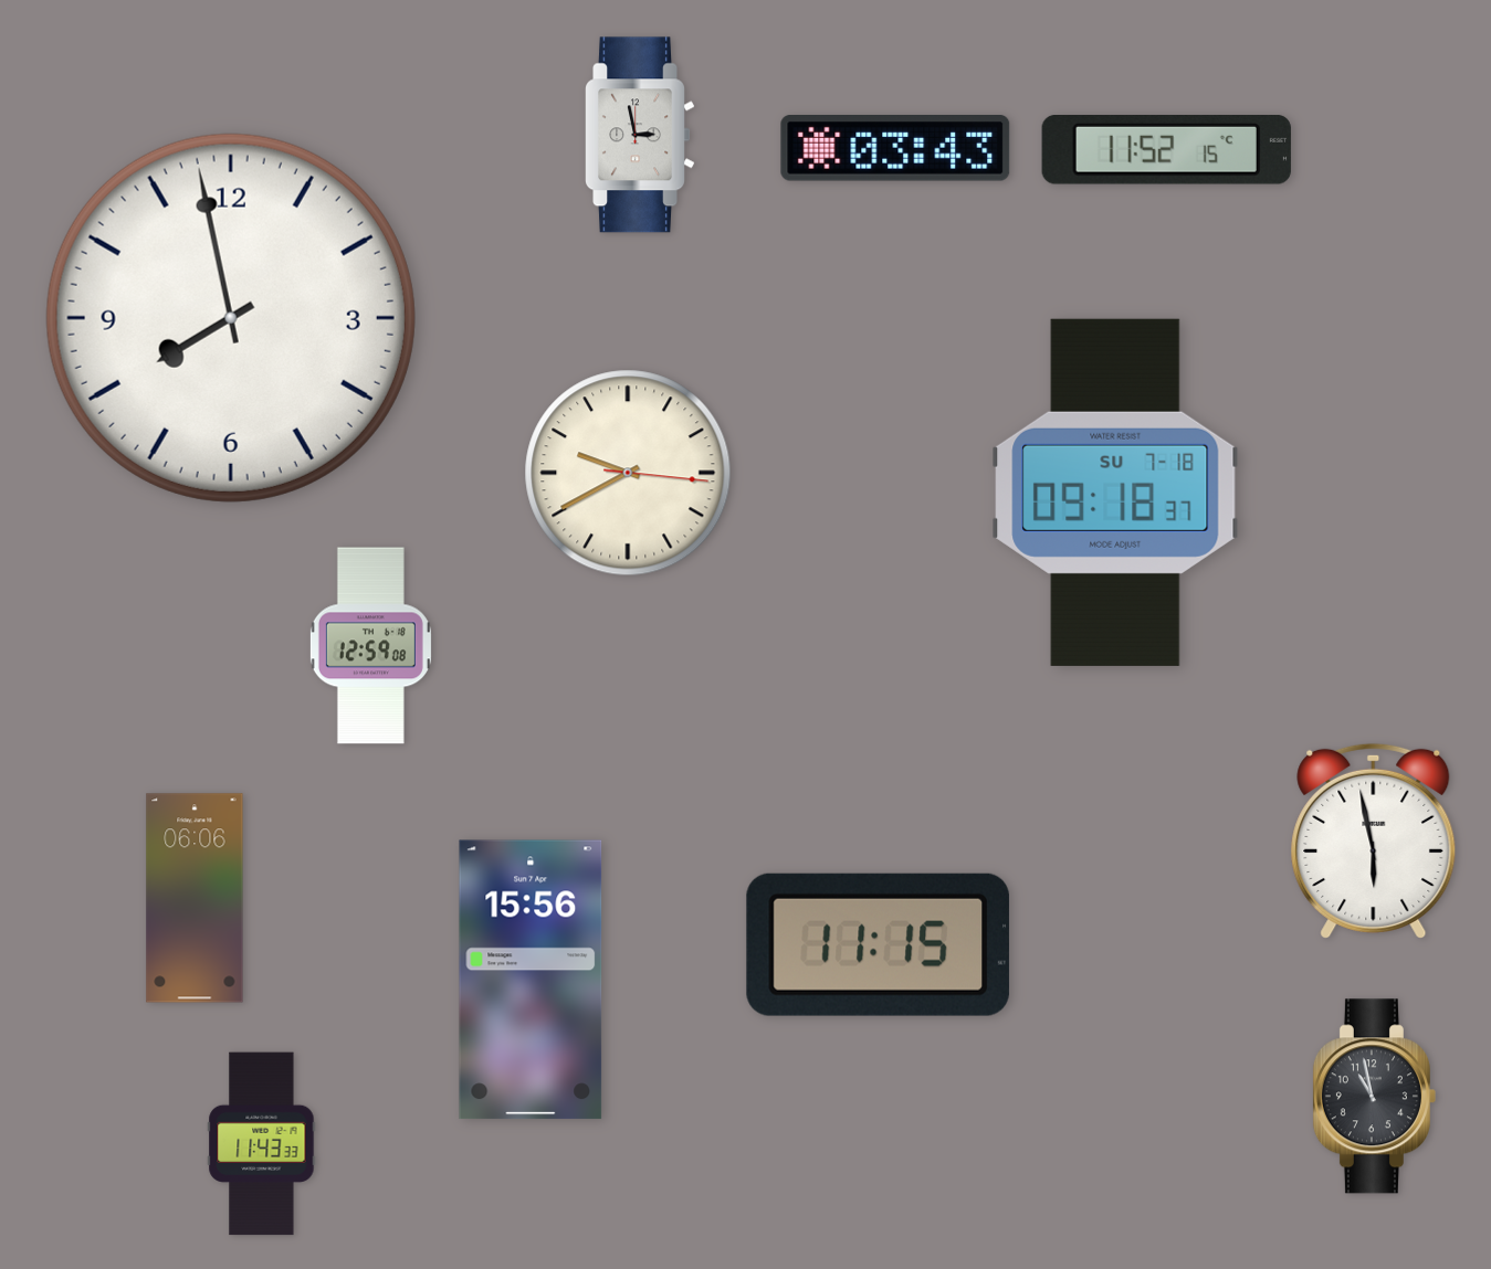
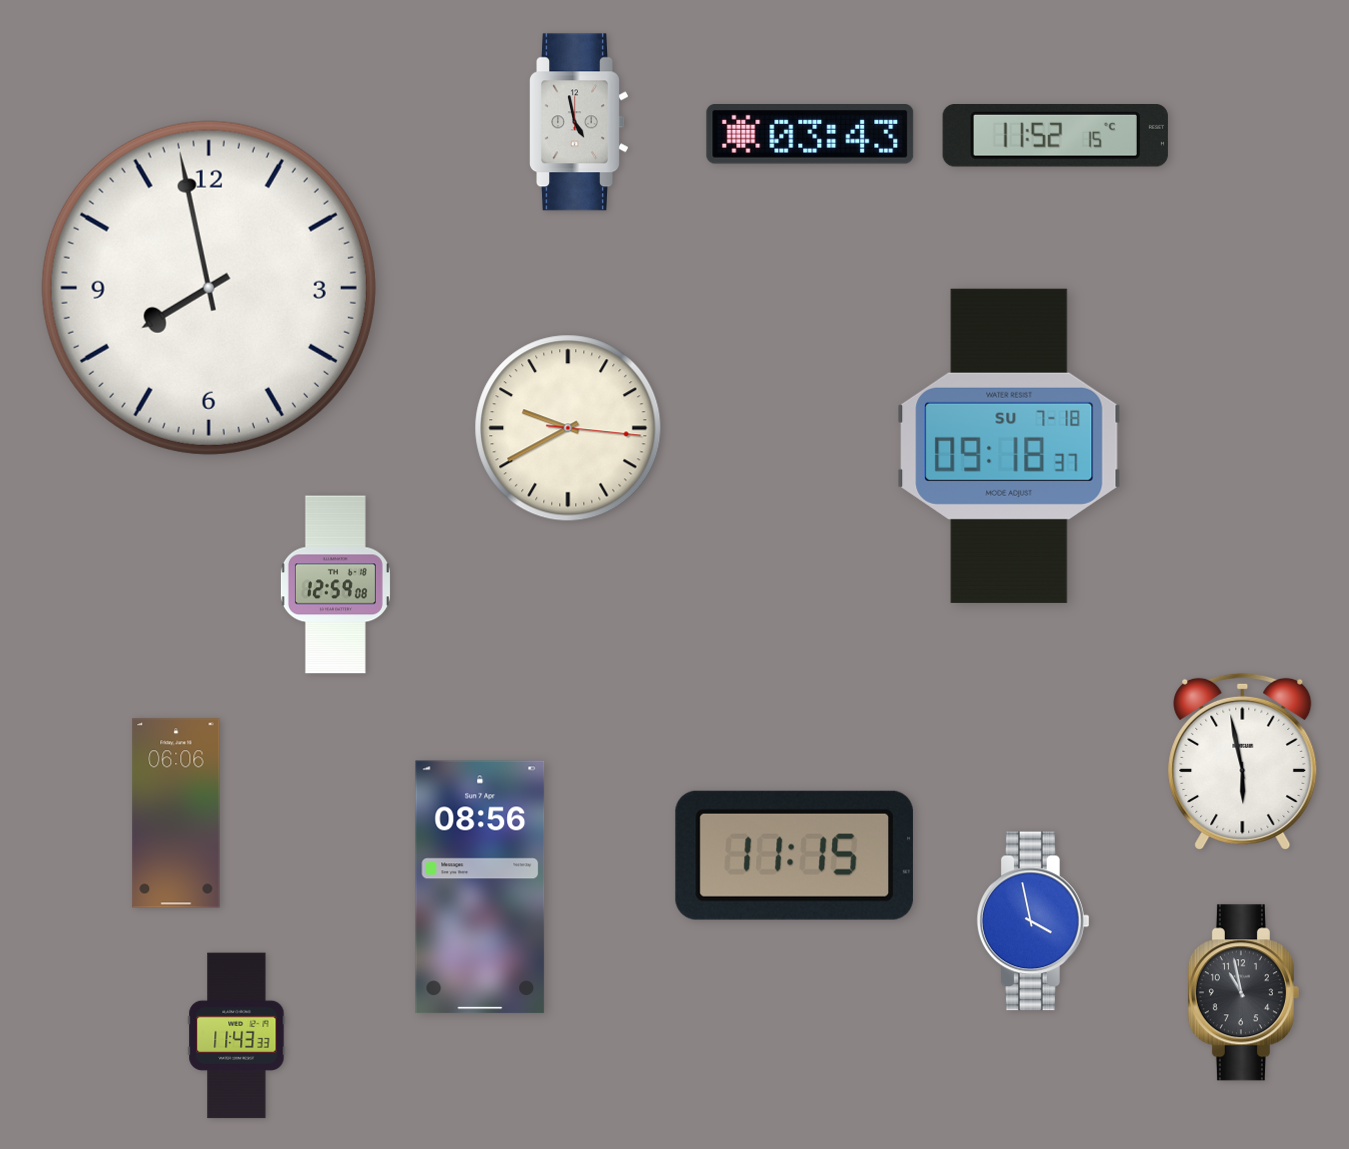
clock at (640, 135): 2:58 -> 4:58
clock at (531, 980): 15:56 -> 08:56
clock at (1034, 921): none -> 3:58
